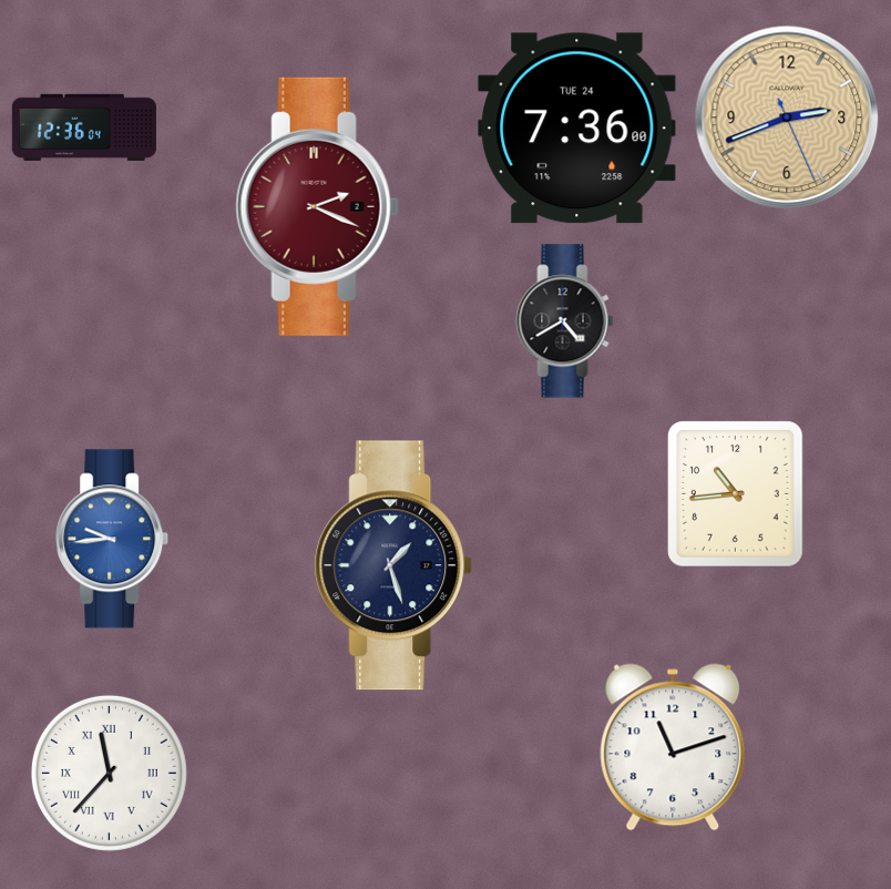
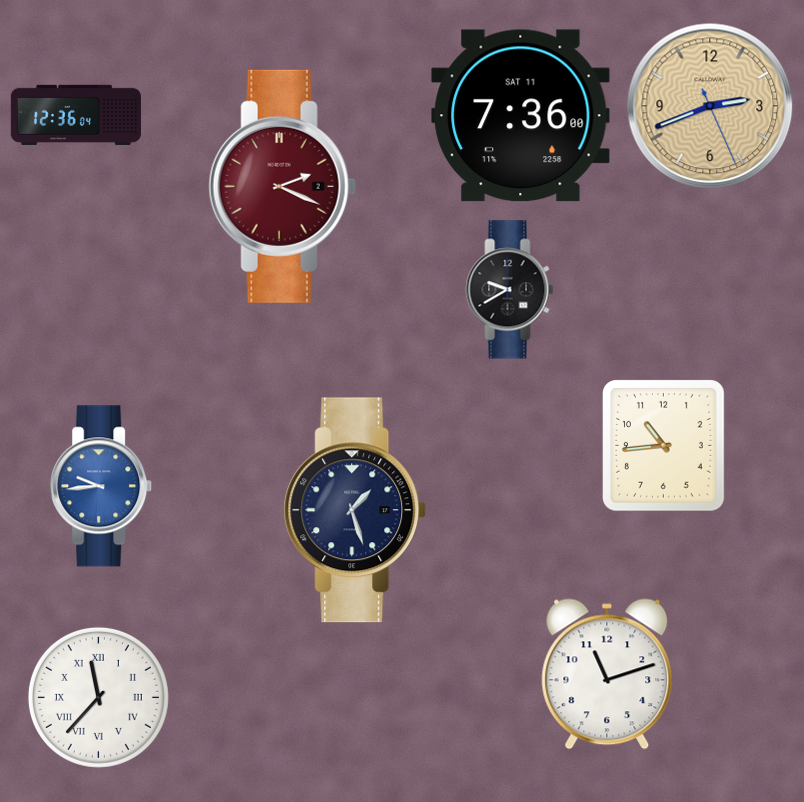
clock at (577, 129) date: TUE 24 -> SAT 11
clock at (317, 206) position: (317, 206) -> (282, 186)
clock at (565, 321): 4:40 -> 9:40
